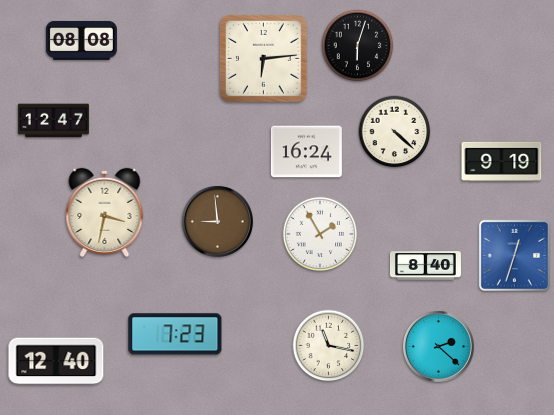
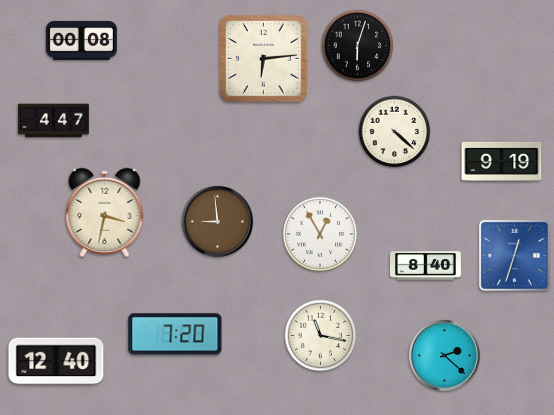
clock at (81, 40): 08:08 -> 00:08
clock at (53, 121): 12:47 -> 4:47
clock at (306, 152): 16:24 -> none
clock at (320, 234): 1:55 -> 12:55
clock at (175, 334): 7:23 -> 7:20
clock at (329, 346) position: (329, 346) -> (321, 336)
clock at (438, 346) position: (438, 346) -> (444, 355)
